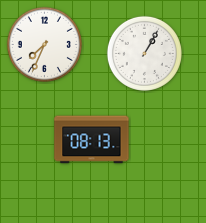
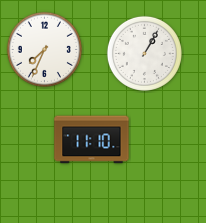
clock at (44, 44) position: (44, 44) -> (44, 49)
clock at (92, 140): 08:13 -> 11:10
